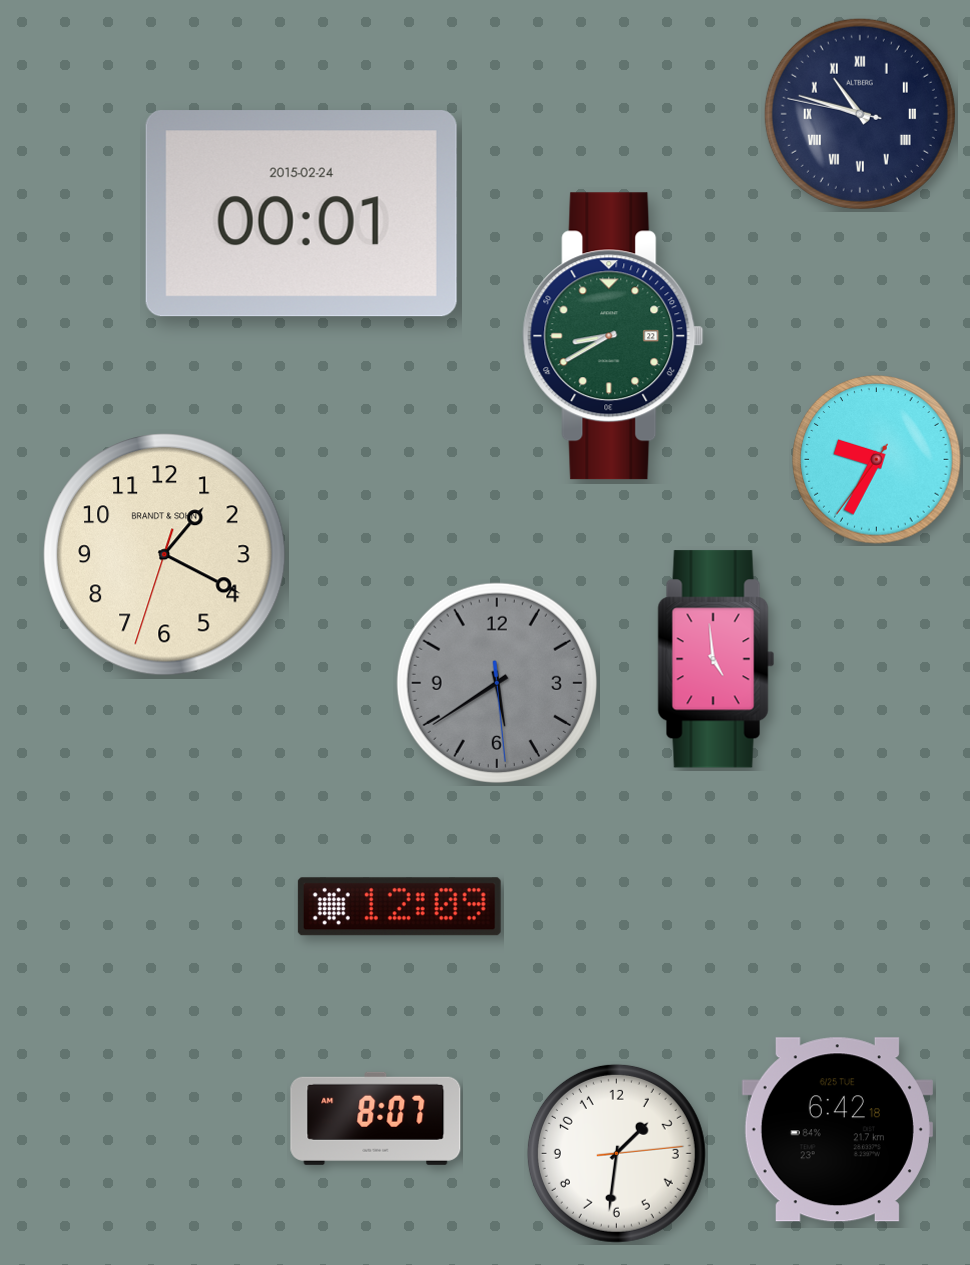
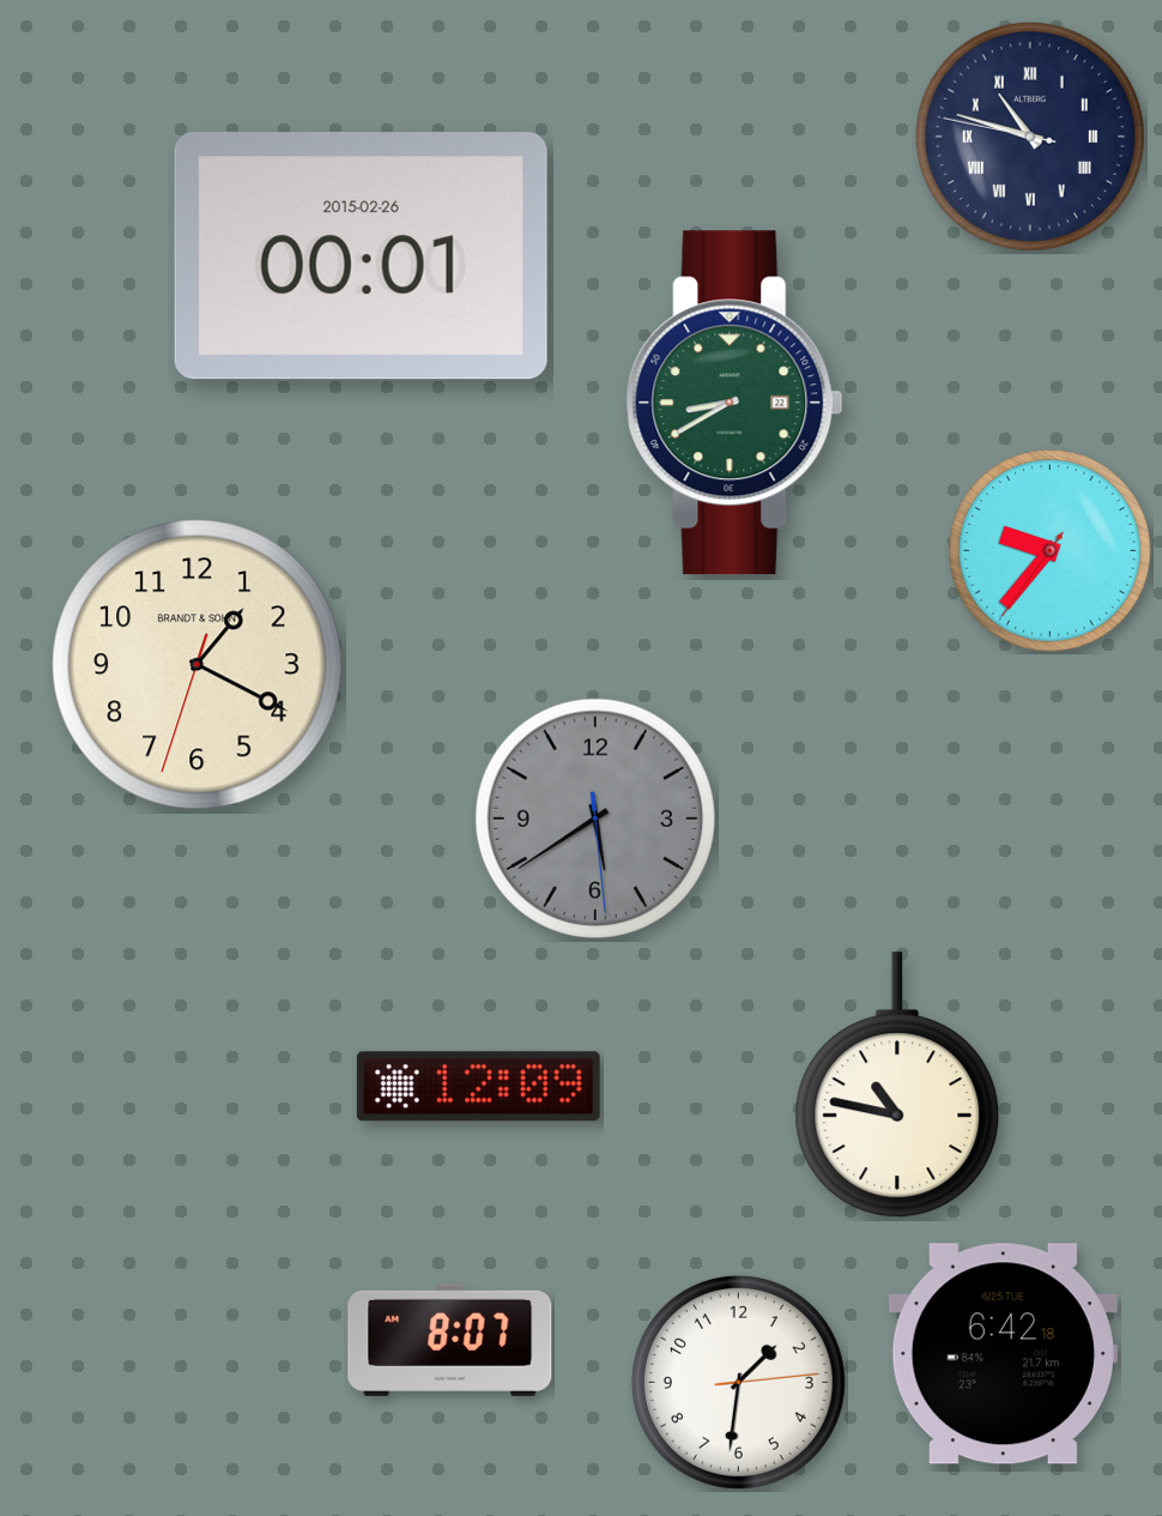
clock at (301, 214) date: 2015-02-24 -> 2015-02-26
clock at (877, 460): 9:34 -> 9:36
clock at (716, 659): 4:59 -> none
clock at (897, 1086): none -> 10:47
